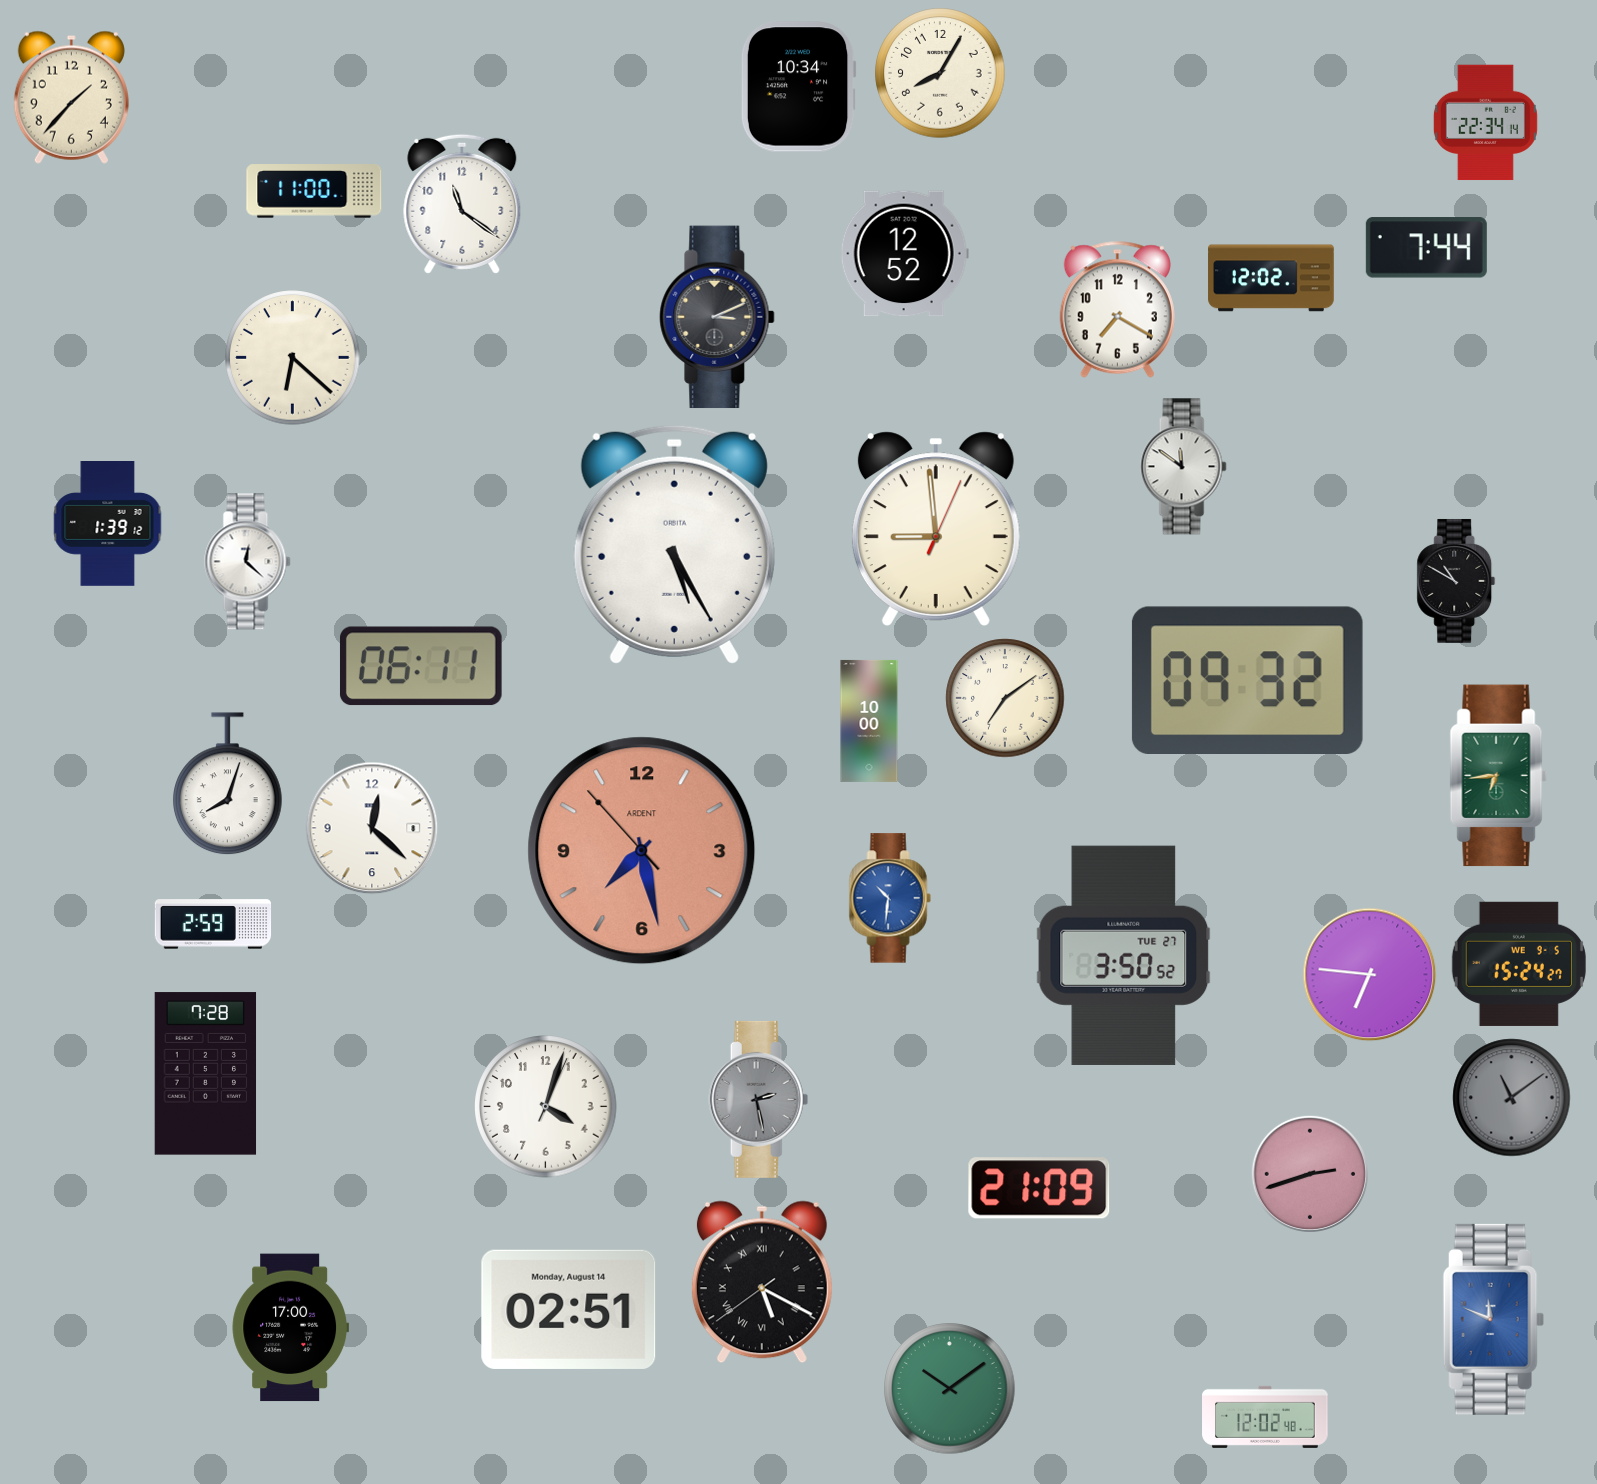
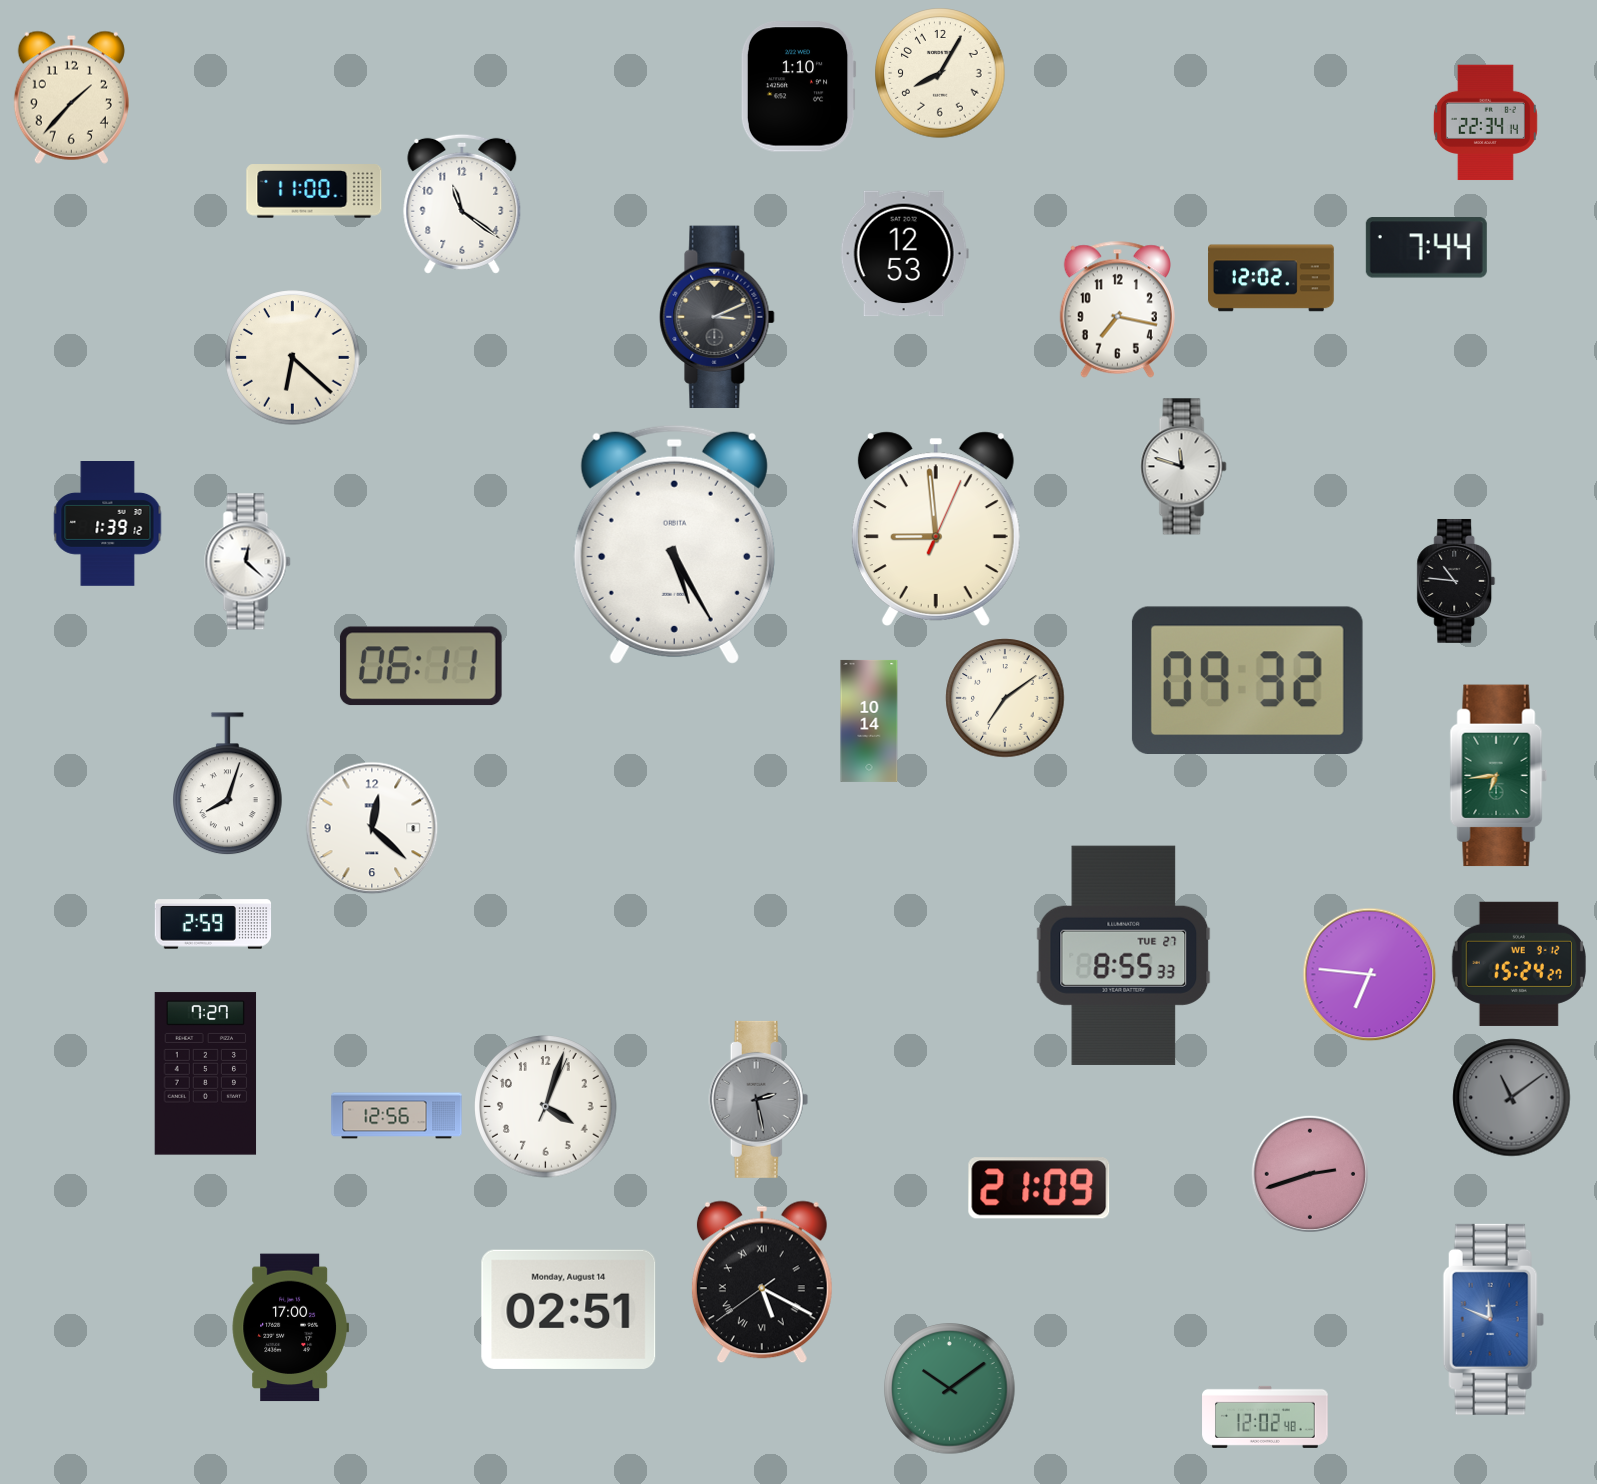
clock at (798, 87): 10:34 -> 1:10
clock at (904, 254): 12:52 -> 12:53
clock at (1117, 309): 7:20 -> 7:17
clock at (1184, 467): 11:51 -> 11:48
clock at (1456, 581): 10:50 -> 10:46
clock at (869, 721): 10:00 -> 10:14
clock at (642, 851): 7:27 -> none
clock at (890, 898): 10:31 -> none
clock at (1124, 955): 3:50 -> 8:55
clock at (1519, 964) date: WE 9-5 -> WE 9-12
clock at (206, 1074): 7:28 -> 7:27
clock at (397, 1116): none -> 12:56
